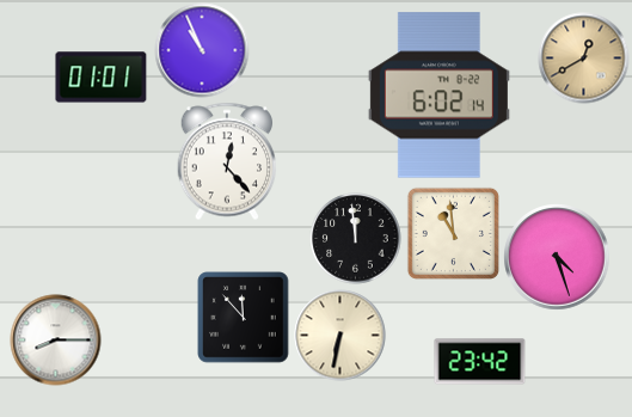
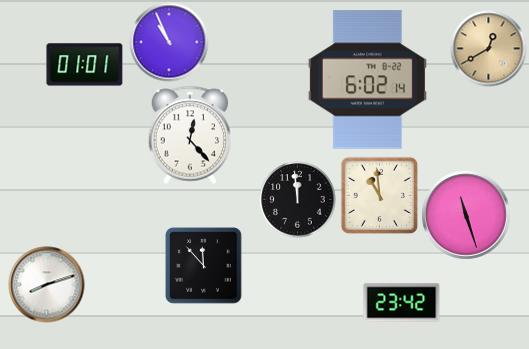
clock at (557, 257): 4:27 -> 11:27
clock at (340, 336): 6:32 -> none
clock at (56, 341): 8:15 -> 8:12
